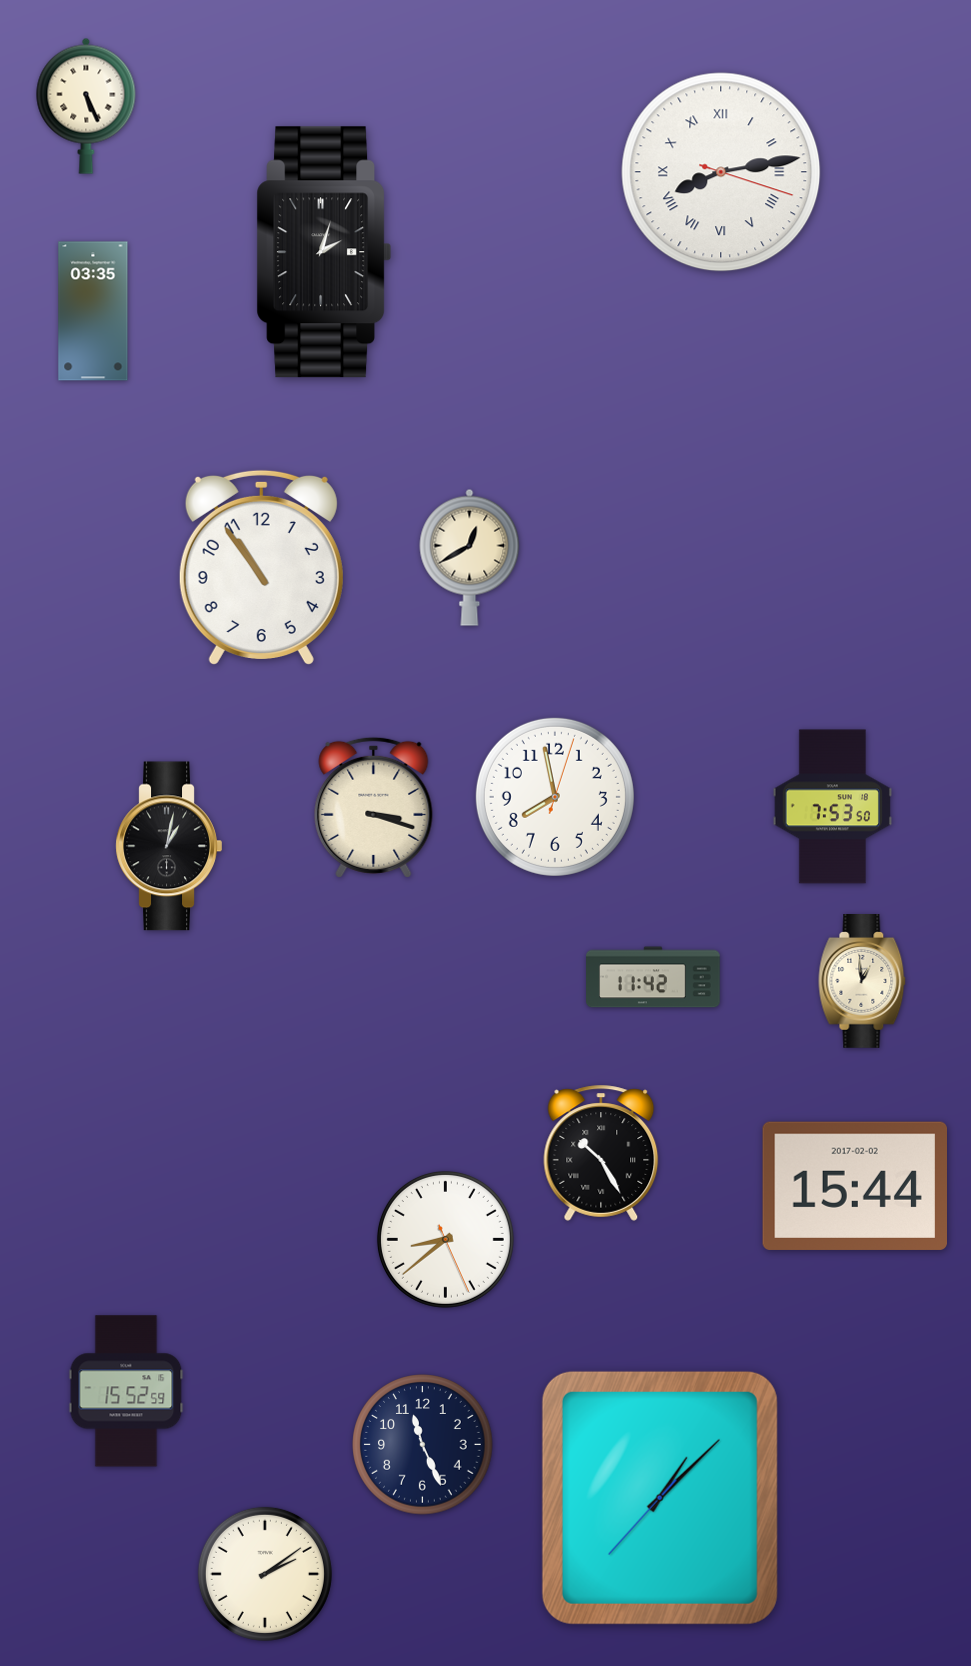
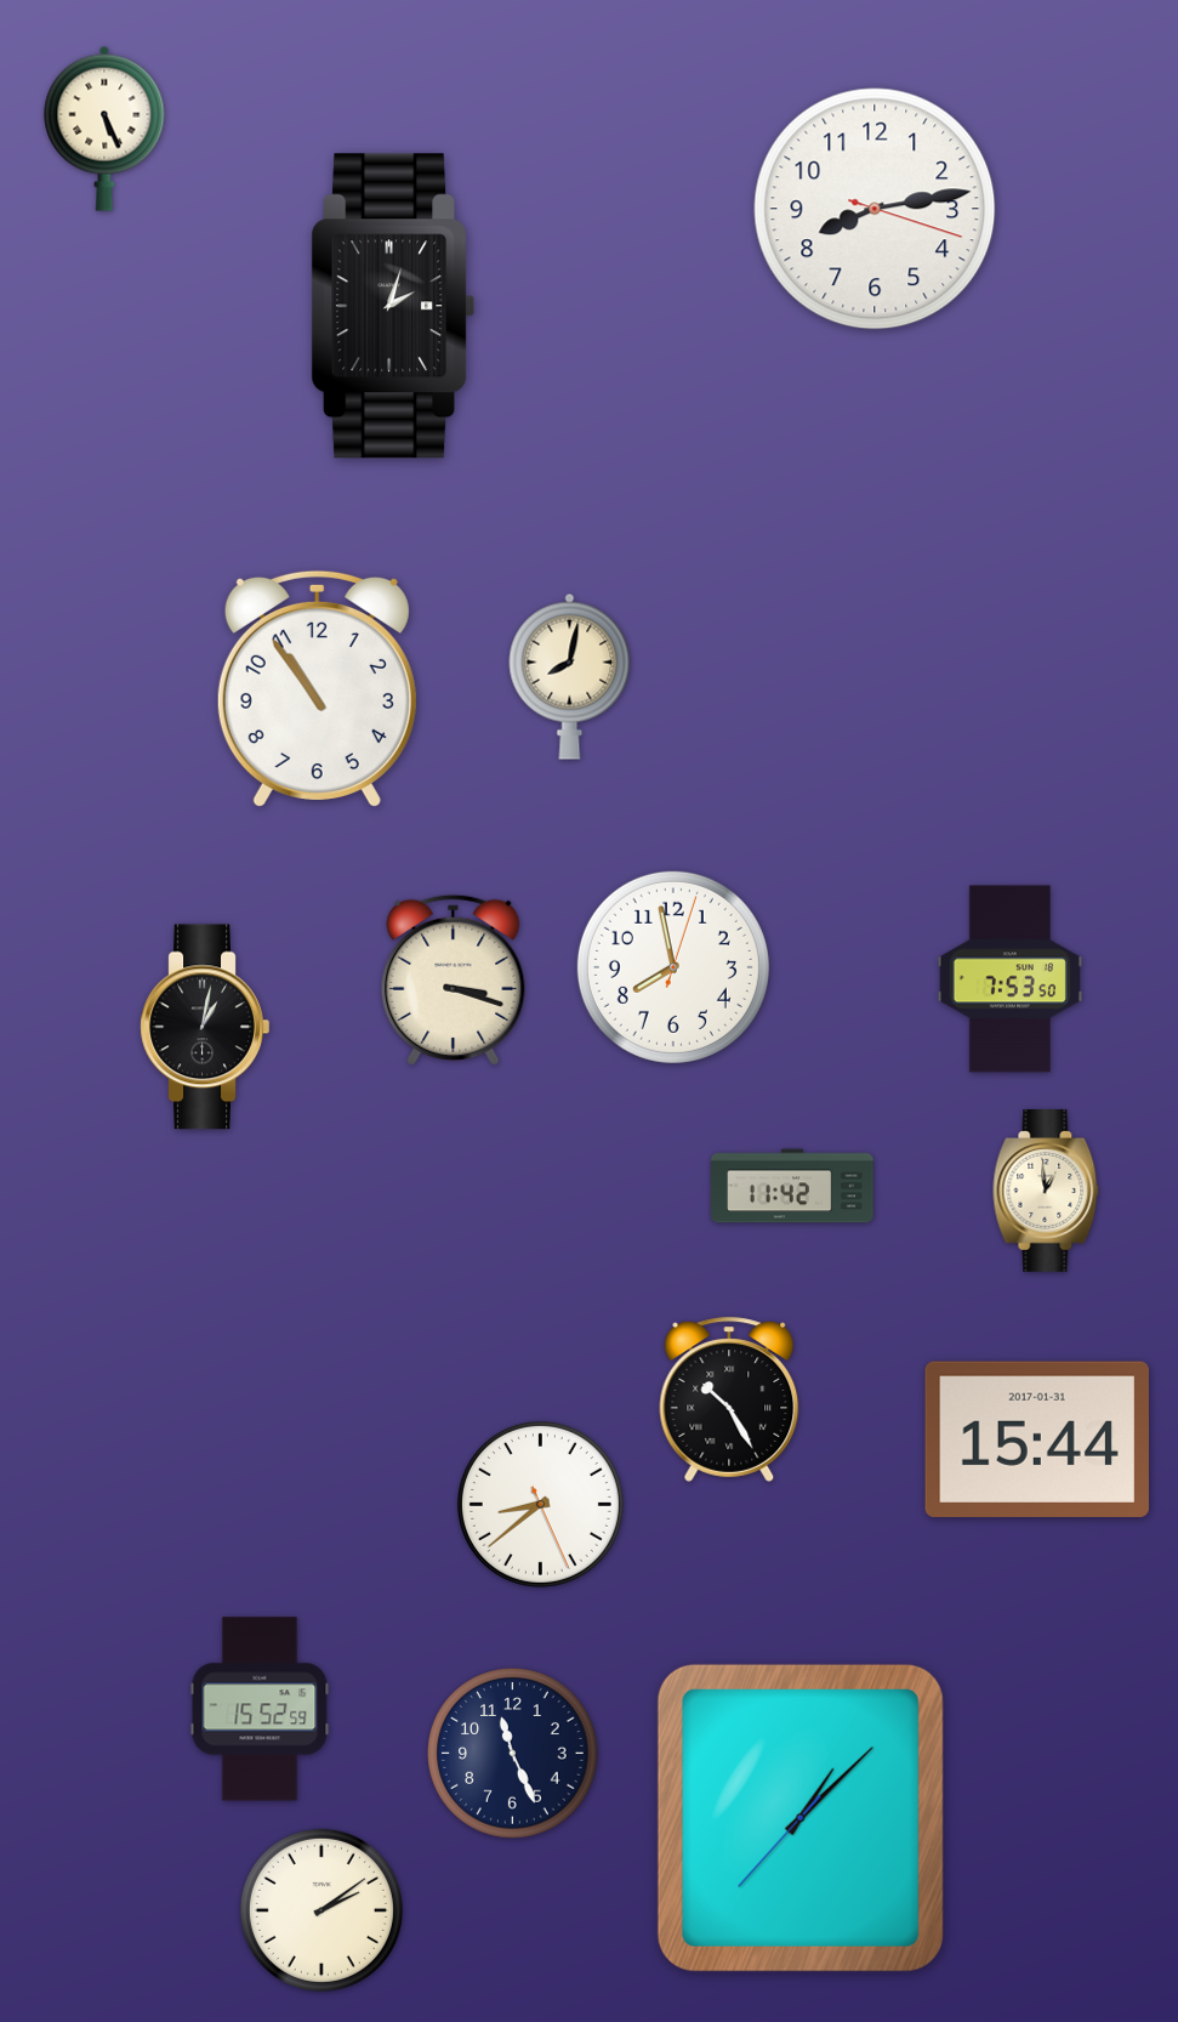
clock at (721, 172) numerals: Roman -> Arabic
clock at (93, 311): 03:35 -> none
clock at (470, 557): 12:40 -> 8:02
clock at (854, 1186) date: 2017-02-02 -> 2017-01-31
clock at (126, 1391) position: (126, 1391) -> (260, 1709)
